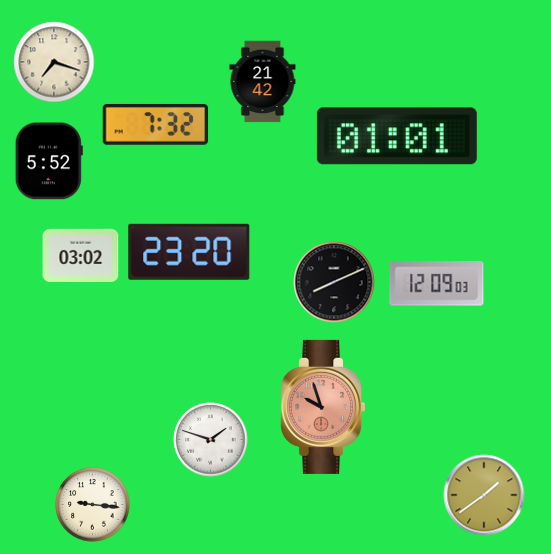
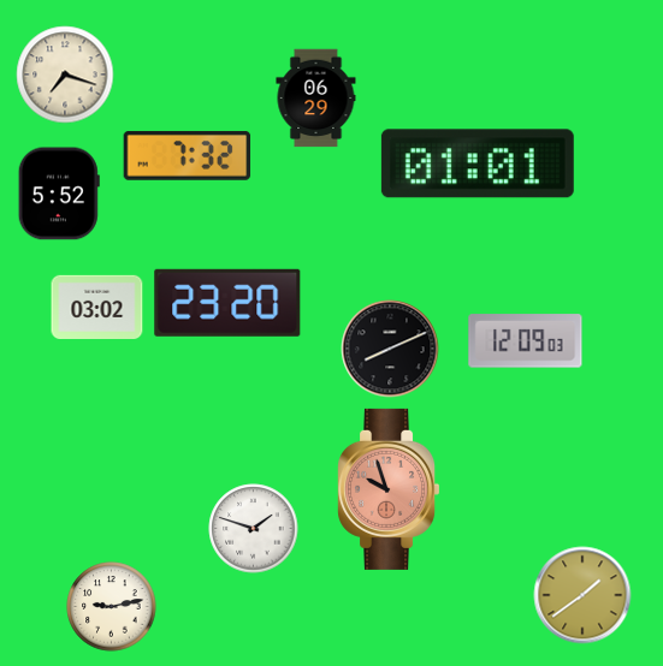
clock at (263, 82): 21:42 -> 06:29
clock at (156, 124) position: (156, 124) -> (188, 155)
clock at (334, 282) position: (334, 282) -> (390, 349)
clock at (93, 505): 9:16 -> 9:13
